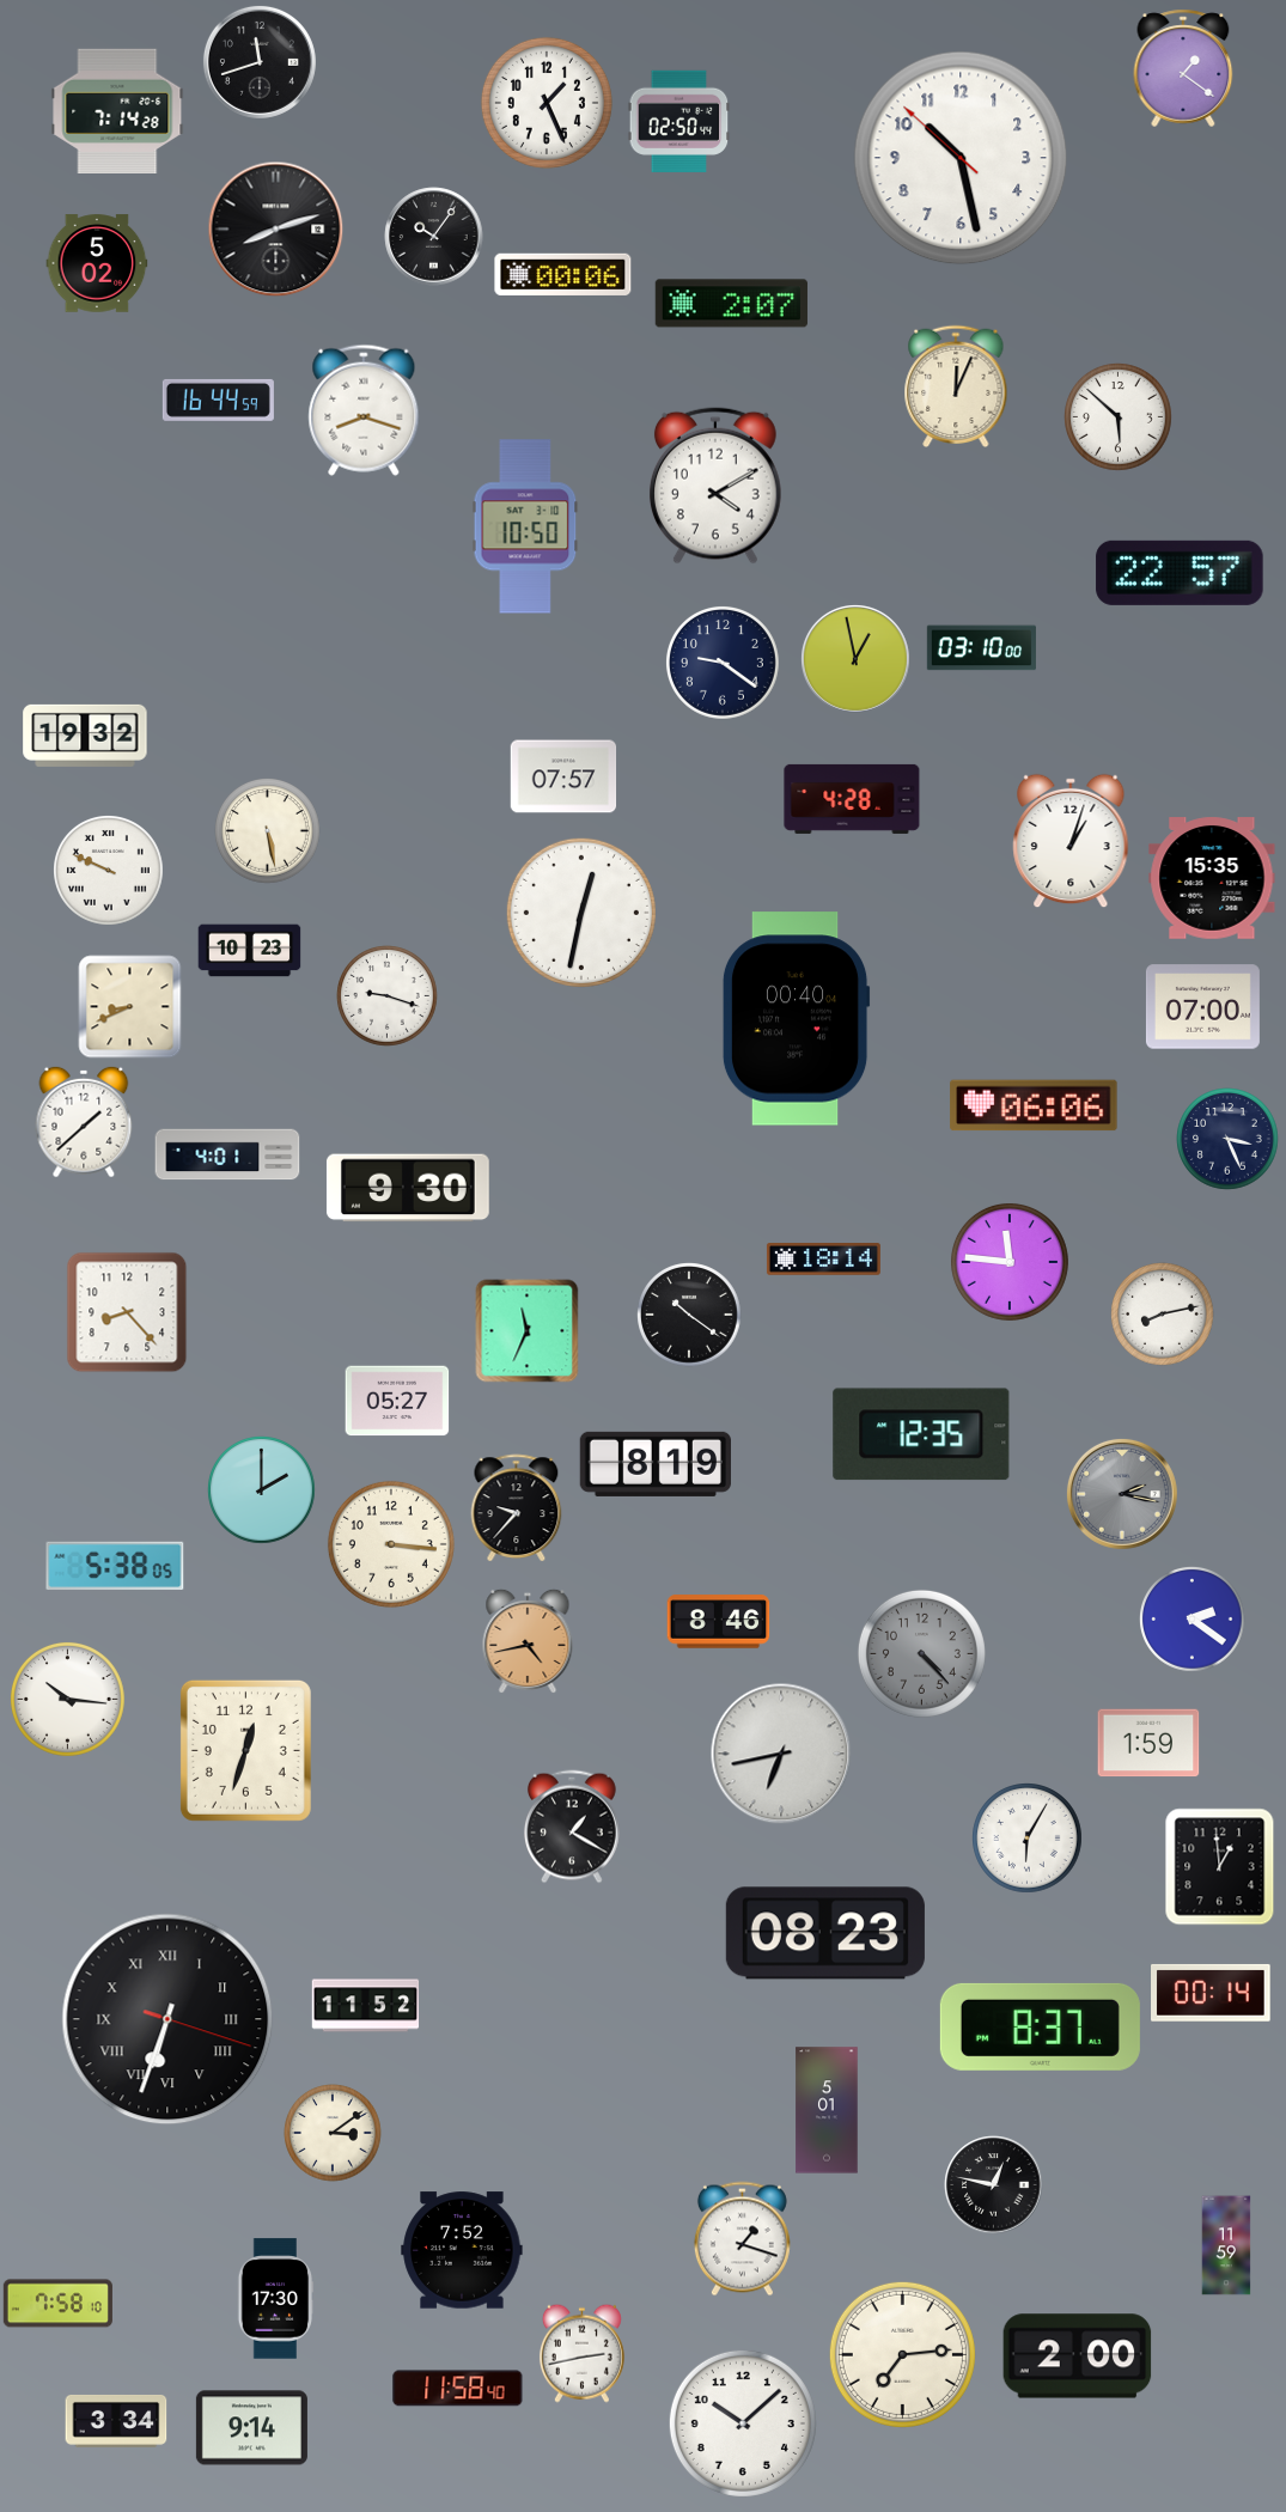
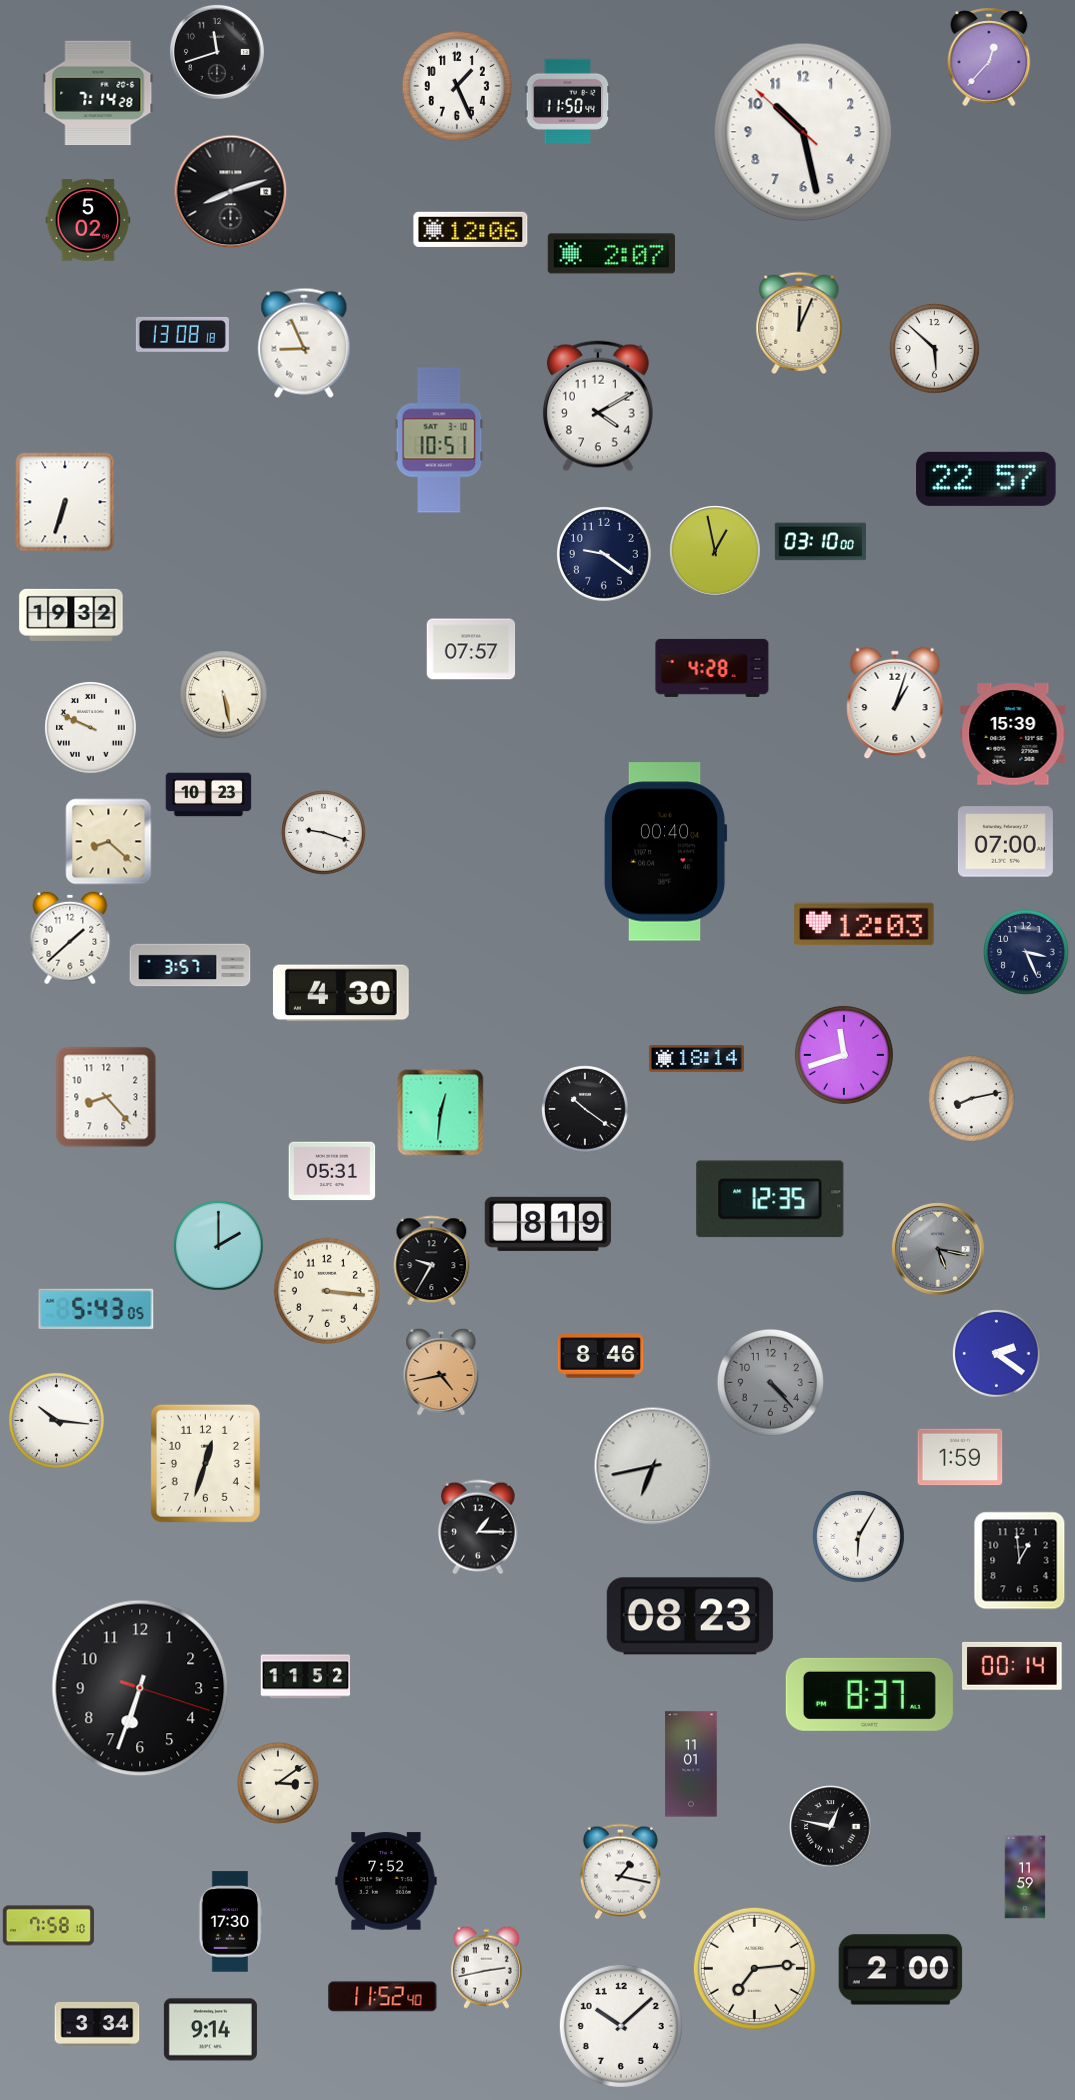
clock at (1183, 68): 1:21 -> 12:37
clock at (679, 121): 02:50 -> 11:50
clock at (434, 237): 10:06 -> none
clock at (97, 263) position: (97, 263) -> (88, 220)
clock at (563, 274): 00:06 -> 12:06
clock at (218, 400): 16:44 -> 13:08
clock at (364, 410): 8:18 -> 8:56
clock at (525, 526): 10:50 -> 10:51
clock at (65, 502): none -> 6:33
clock at (1212, 878): 15:35 -> 15:39
clock at (581, 913): 12:32 -> none
clock at (130, 1007): 8:41 -> 8:22
clock at (1034, 1105): 06:06 -> 12:03
clock at (227, 1154): 4:01 -> 3:57
clock at (408, 1188): 9:30 -> 4:30
clock at (823, 1260) position: (823, 1260) -> (696, 1059)
clock at (1010, 1262): 11:46 -> 11:42
clock at (689, 1315) position: (689, 1315) -> (585, 1109)
clock at (528, 1331): 11:34 -> 12:31
clock at (397, 1401): 05:27 -> 05:31
clock at (1122, 1494): 2:17 -> 5:17
clock at (517, 1508): 9:37 -> 9:35
clock at (115, 1565): 5:38 -> 5:43
clock at (572, 1827): 1:20 -> 1:15
clock at (167, 2019) numerals: Roman -> Arabic
clock at (827, 2110): 5:01 -> 11:01
clock at (742, 2239): 1:18 -> 1:17
clock at (458, 2389): 11:58 -> 11:52
